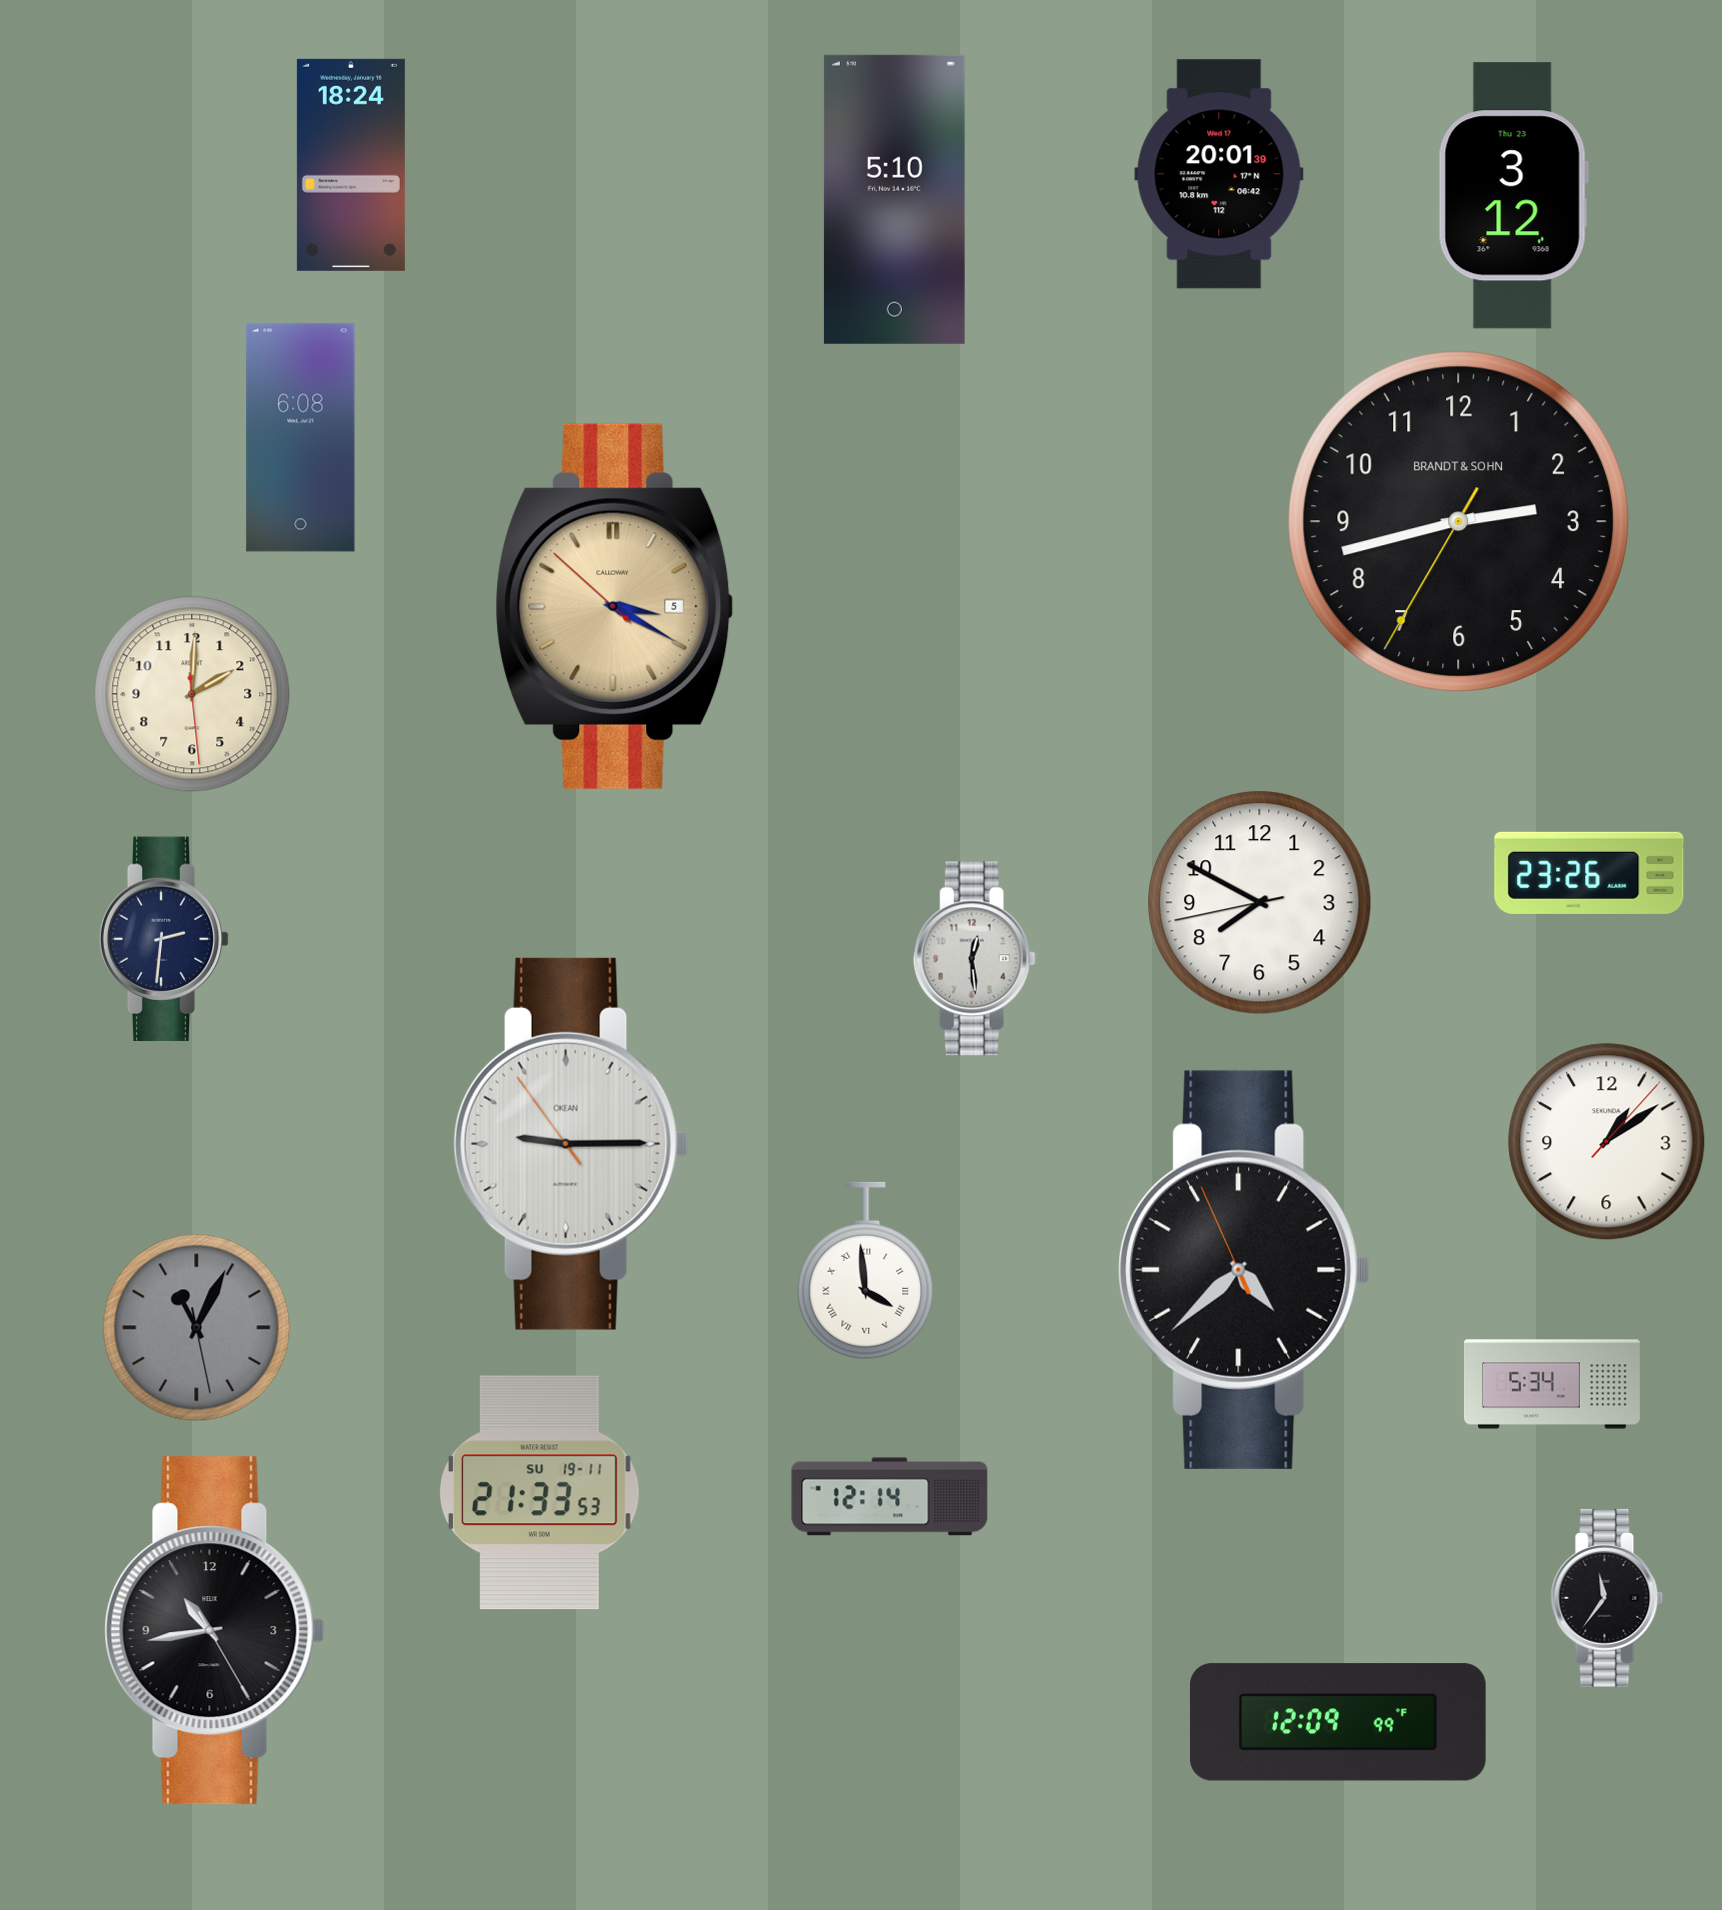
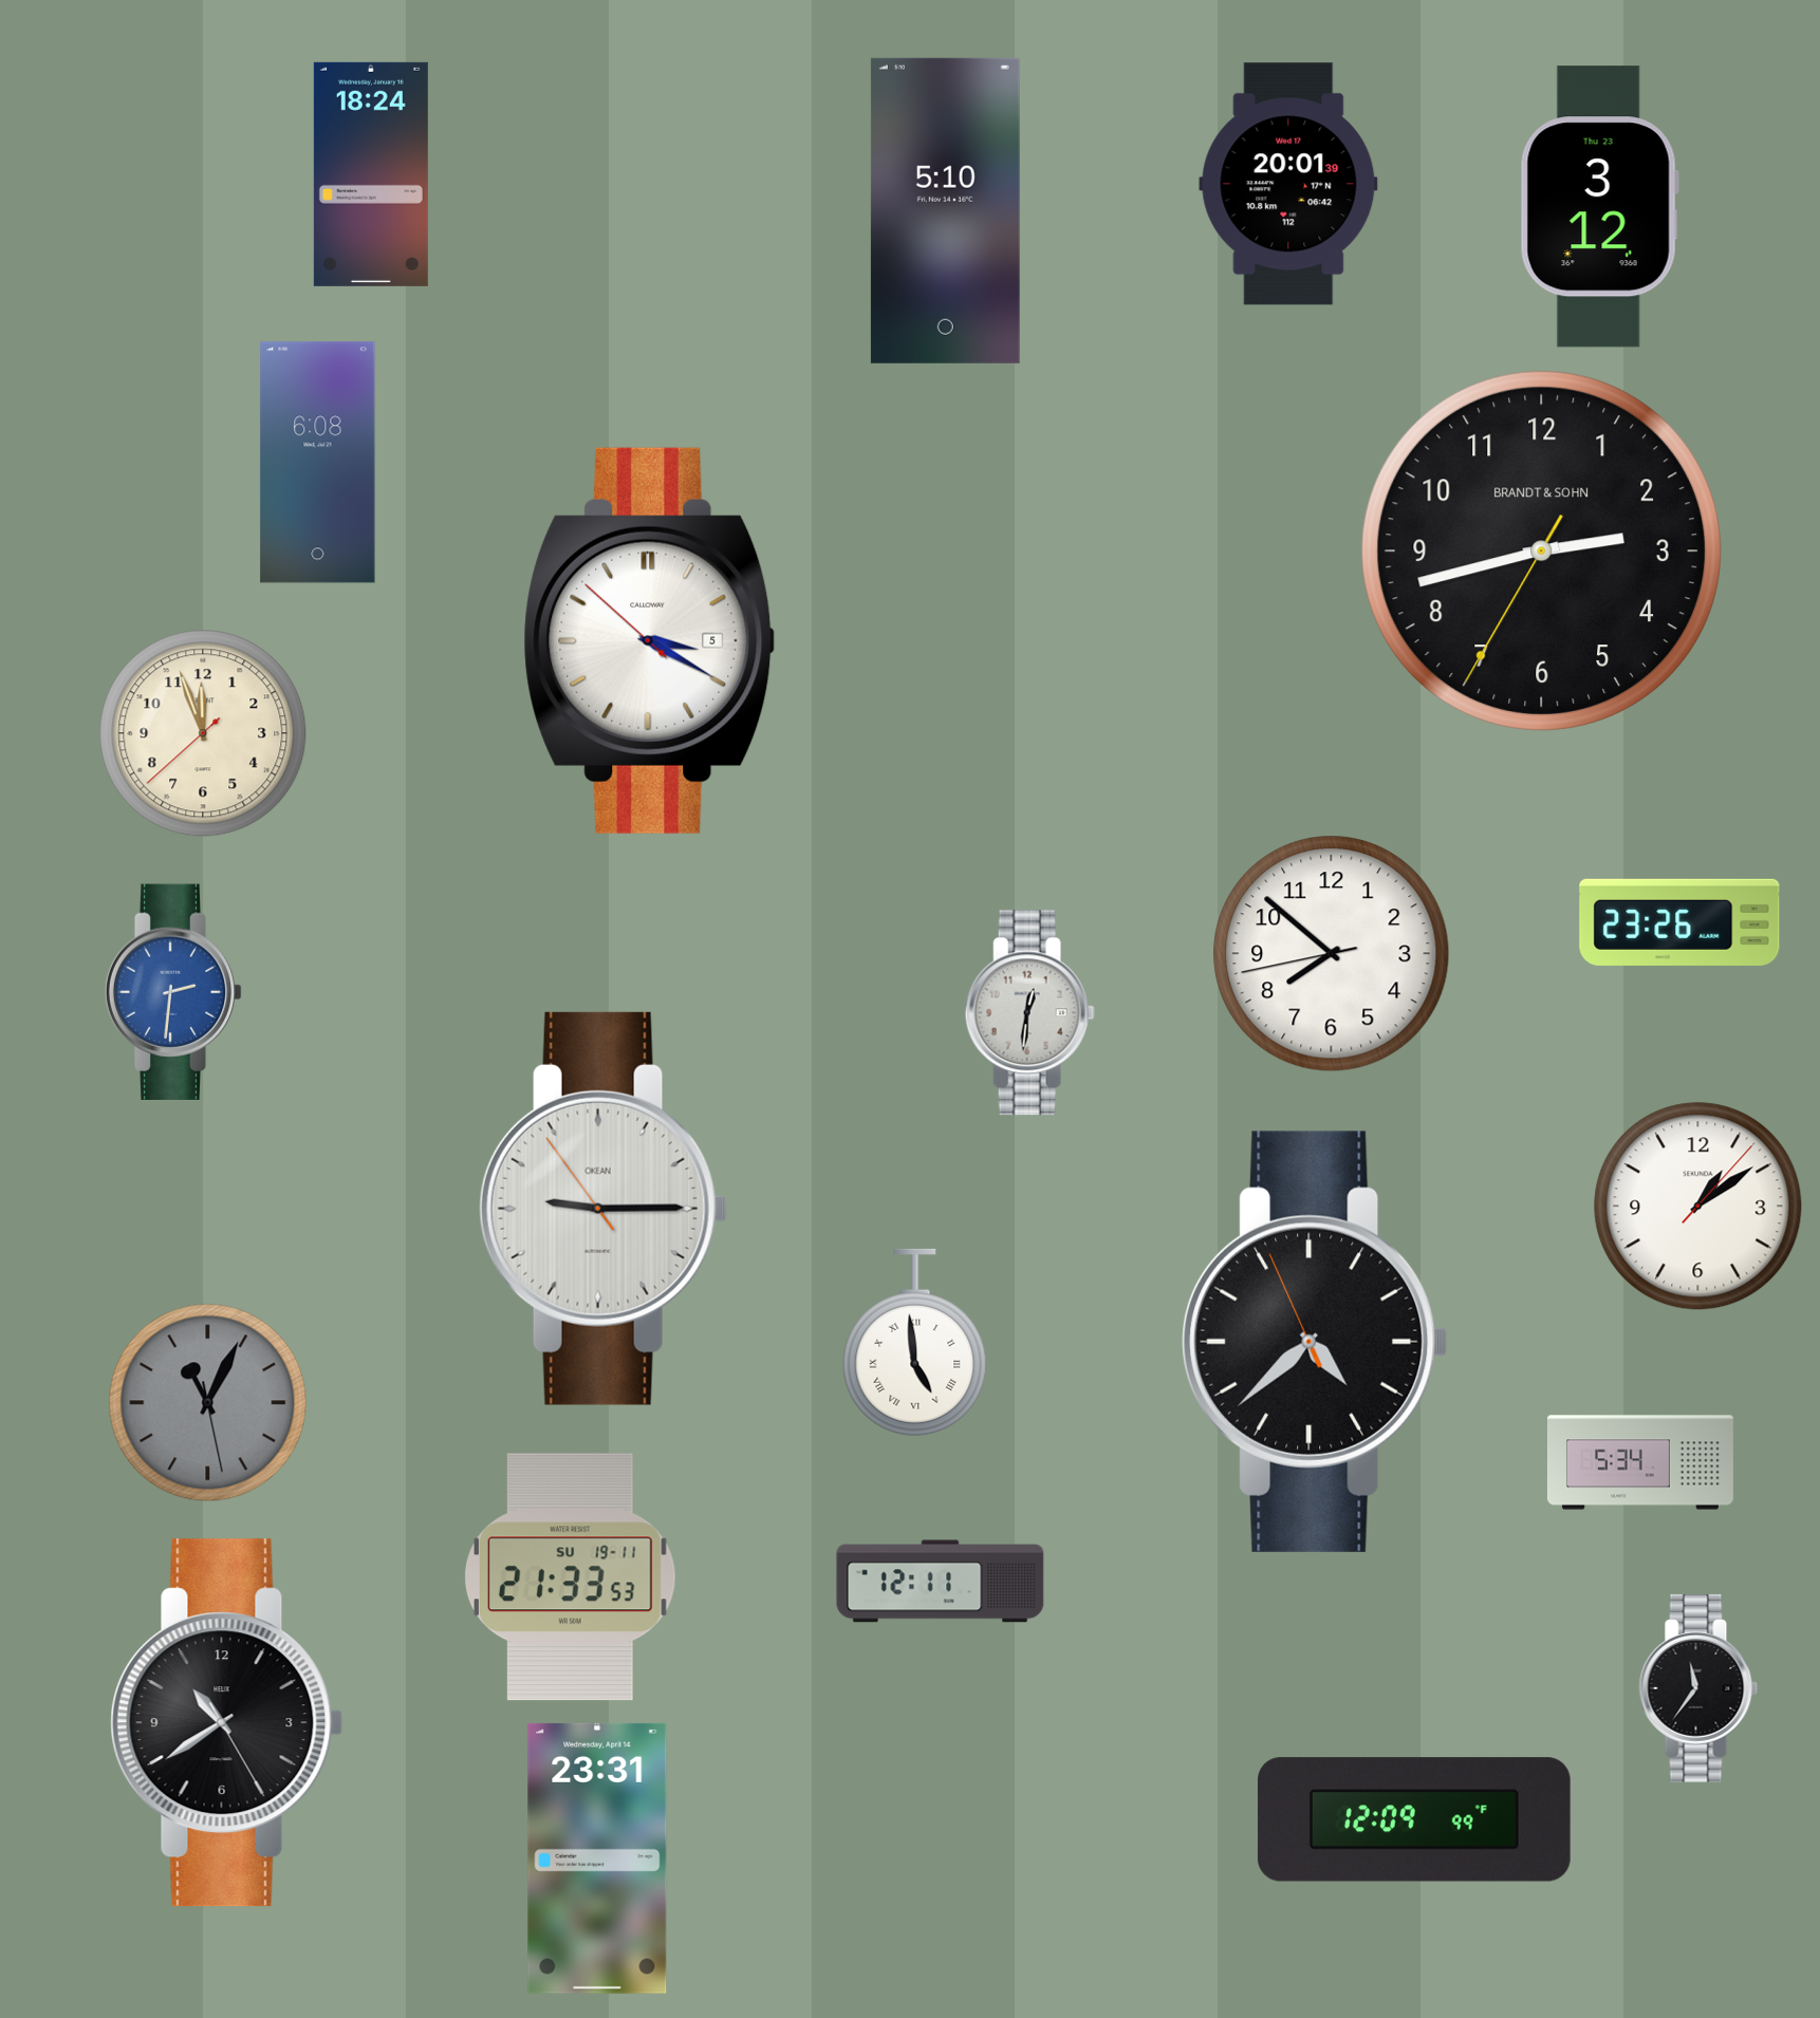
clock at (615, 606) dial: champagne -> white
clock at (192, 694): 2:00 -> 11:56
clock at (1260, 903): 7:49 -> 7:51
clock at (164, 938) dial: navy -> blue
clock at (974, 959): 12:29 -> 12:31
clock at (866, 1270): 3:59 -> 4:59
clock at (890, 1497): 12:14 -> 12:11
clock at (215, 1631): 10:43 -> 10:39
clock at (597, 1858): none -> 23:31
